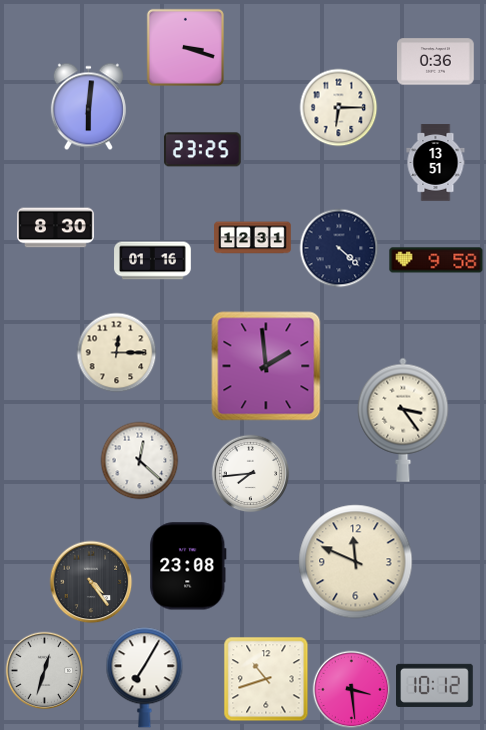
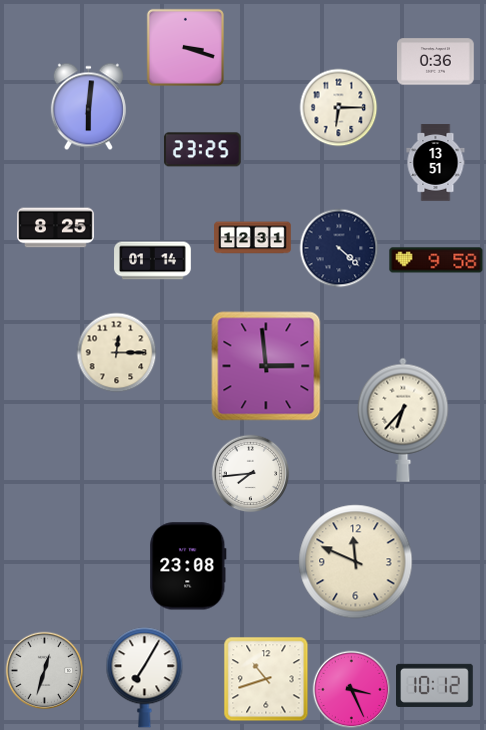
clock at (56, 228): 8:30 -> 8:25
clock at (153, 261): 01:16 -> 01:14
clock at (266, 366): 1:59 -> 2:59
clock at (403, 420): 3:24 -> 6:37
clock at (139, 460): 12:22 -> none
clock at (91, 582): 4:24 -> none
clock at (351, 689): 3:29 -> 3:26
